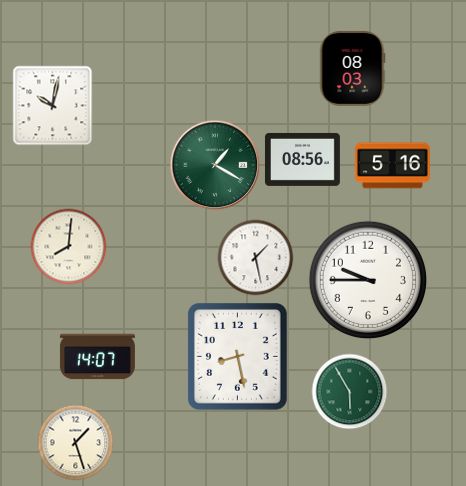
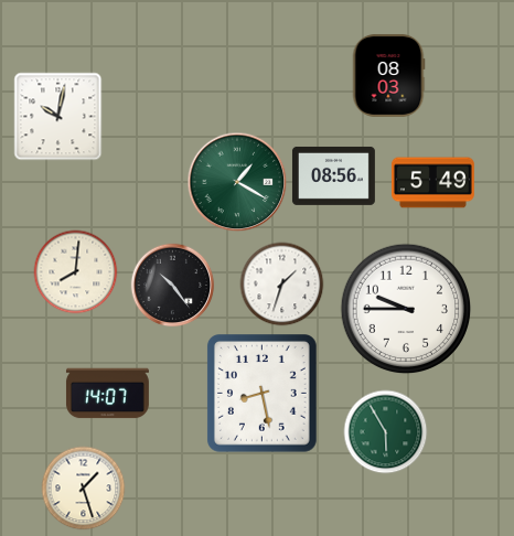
clock at (392, 166): 5:16 -> 5:49
clock at (256, 258): 1:28 -> 1:33
clock at (173, 286): none -> 10:24
